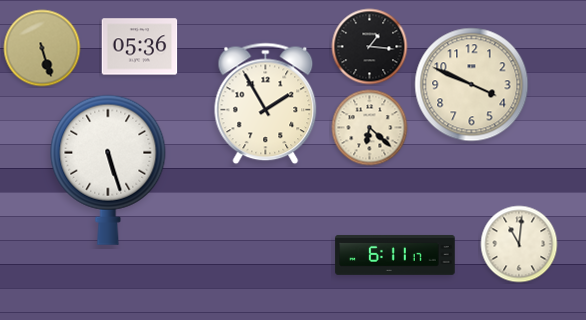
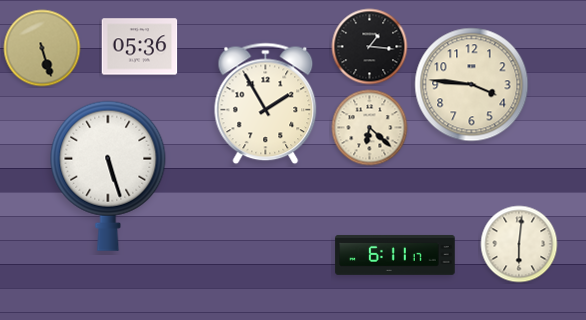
clock at (472, 85): 3:49 -> 3:46
clock at (108, 170) position: (108, 170) -> (108, 176)
clock at (519, 244): 11:01 -> 6:01
